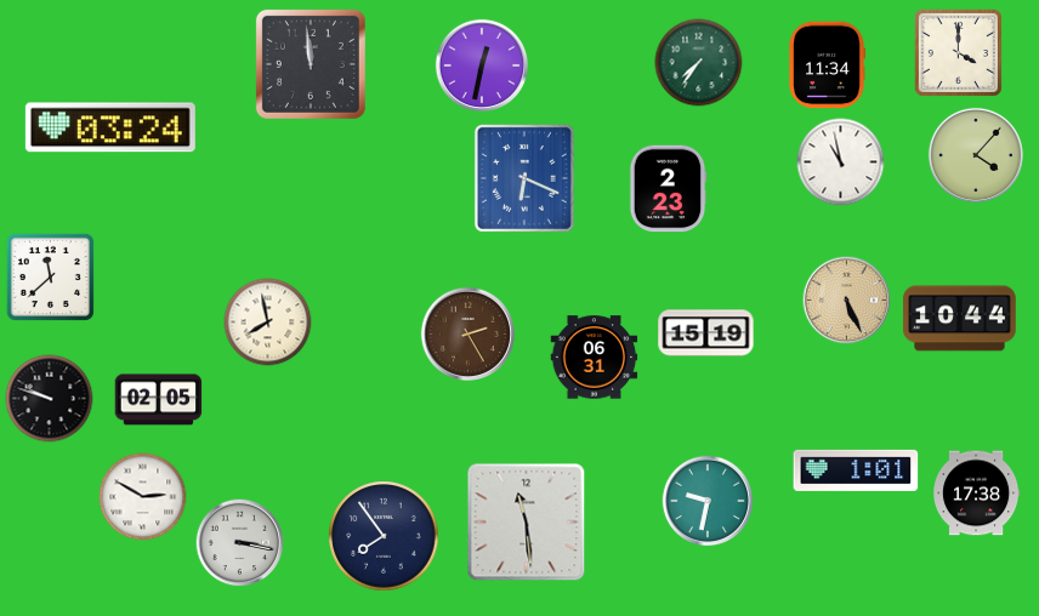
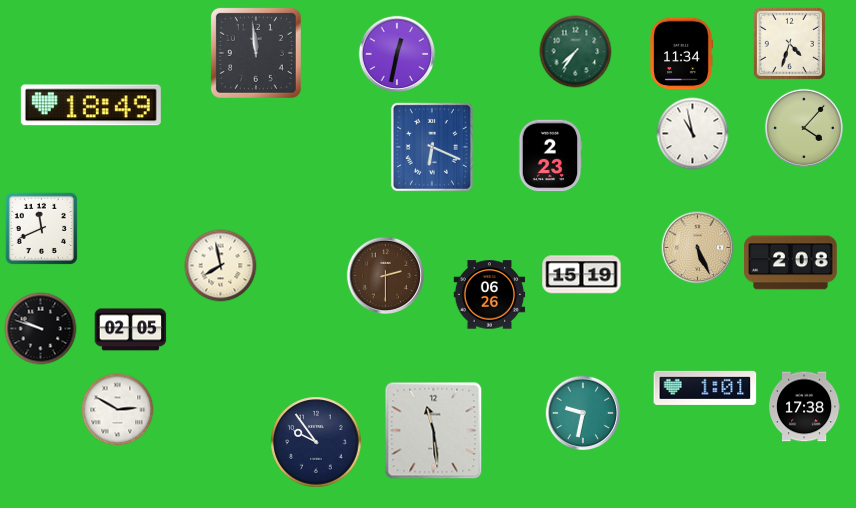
clock at (958, 52): 4:00 -> 4:33
clock at (110, 127): 03:24 -> 18:49
clock at (50, 276): 11:38 -> 11:41
clock at (960, 319): 10:44 -> 2:08
clock at (467, 333): 2:25 -> 2:30
clock at (595, 358): 06:31 -> 06:26
clock at (384, 536): 7:54 -> 9:54
clock at (240, 543): 3:17 -> none
